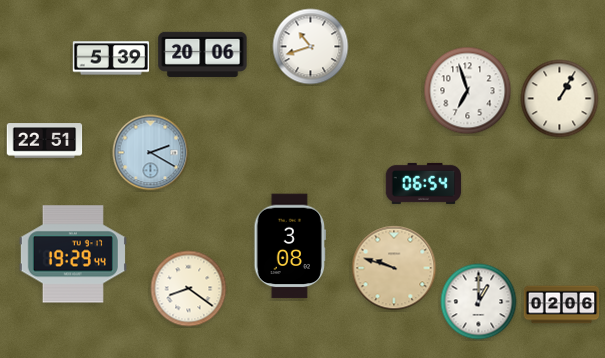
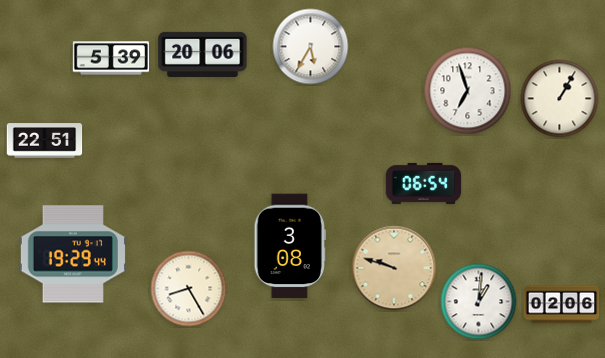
clock at (311, 47): 10:42 -> 5:35
clock at (151, 153): 2:20 -> none
clock at (189, 289): 8:21 -> 8:25
clock at (479, 302): 1:00 -> 1:01
